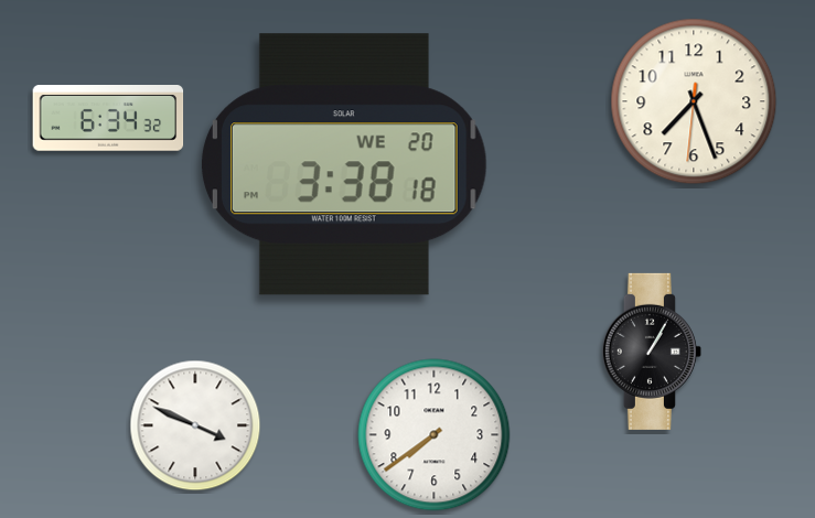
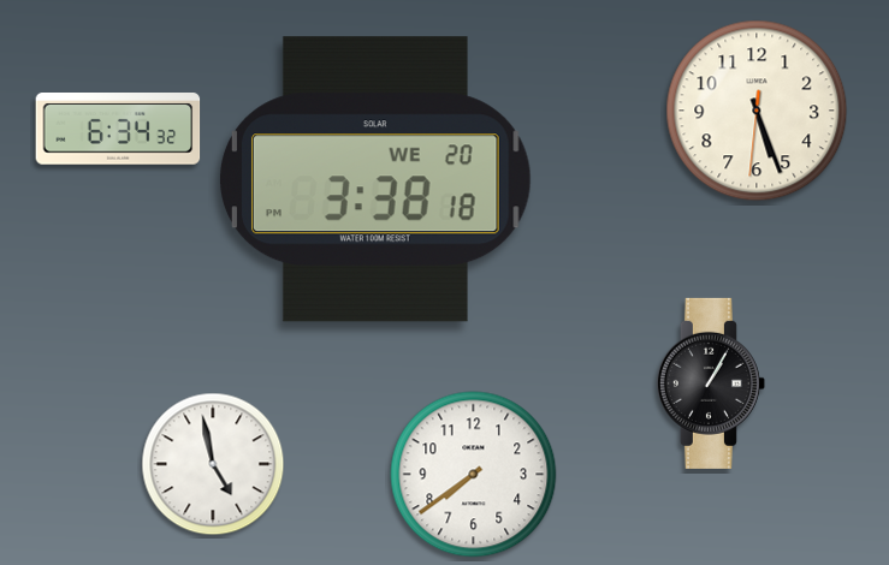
clock at (694, 101): 7:26 -> 5:26
clock at (195, 425): 3:49 -> 4:58
